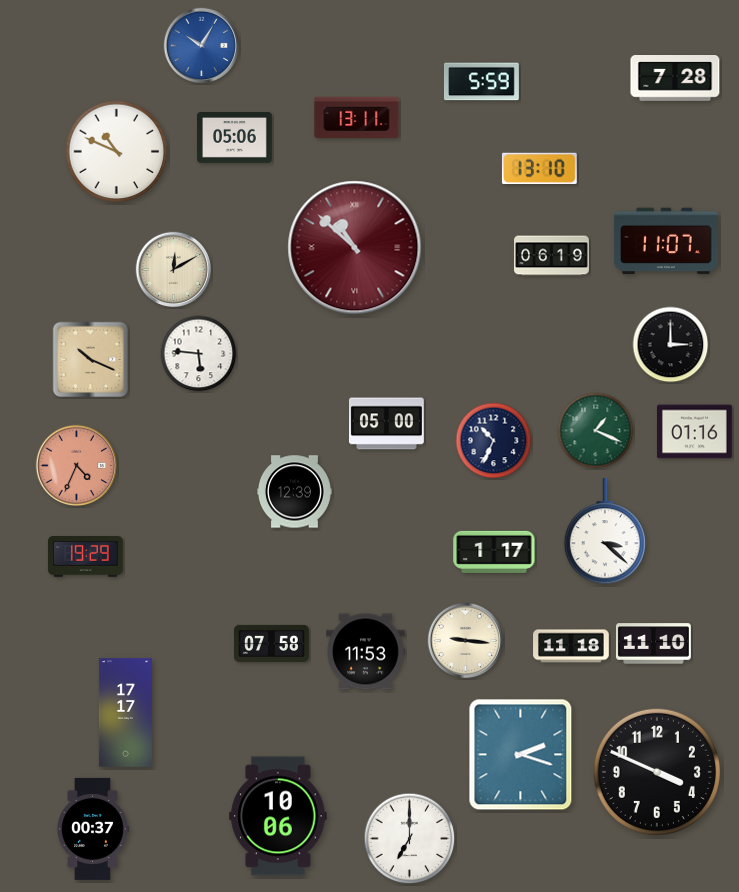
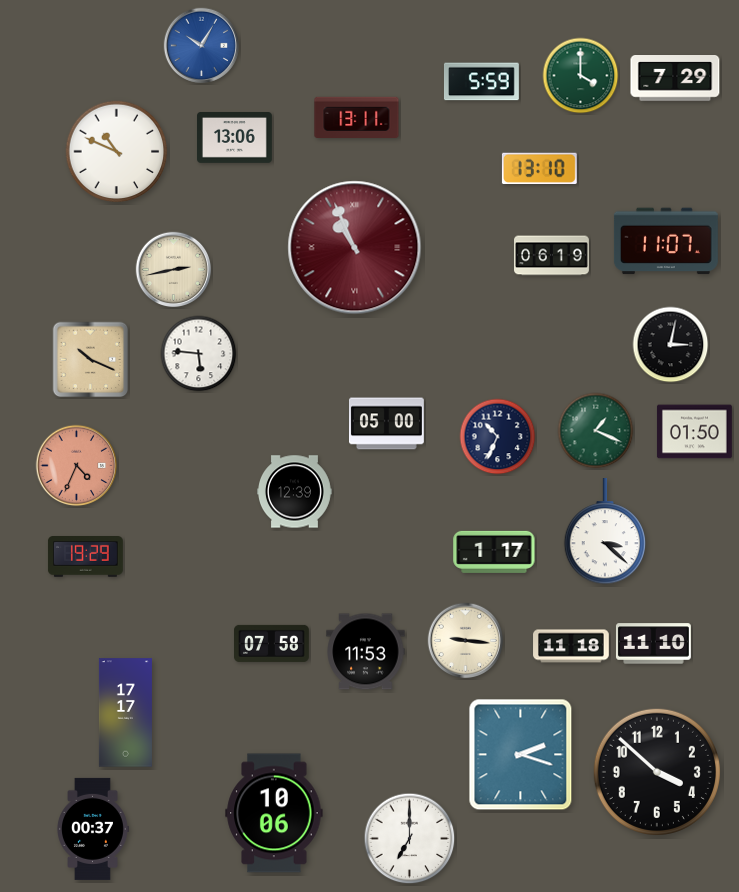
clock at (581, 76): none -> 4:00
clock at (675, 78): 7:28 -> 7:29
clock at (235, 138): 05:06 -> 13:06
clock at (355, 248): 10:52 -> 10:56
clock at (174, 270): 12:10 -> 2:43
clock at (671, 345): 3:00 -> 3:02
clock at (694, 432): 01:16 -> 01:50
clock at (494, 441) position: (494, 441) -> (498, 437)
clock at (657, 772): 3:49 -> 3:52
clock at (278, 816) position: (278, 816) -> (274, 813)
